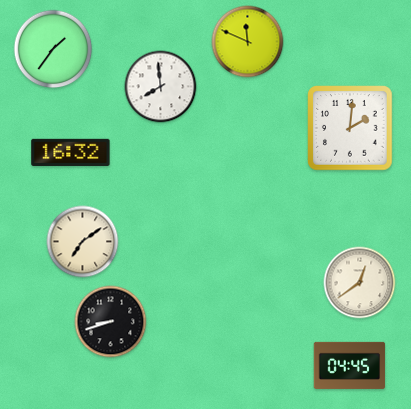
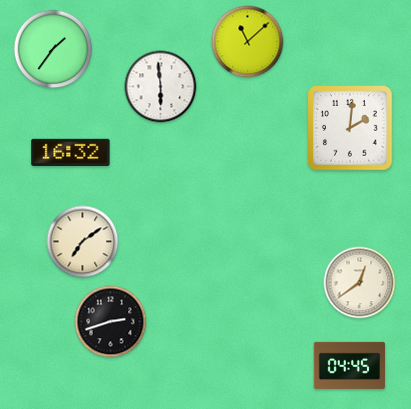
clock at (248, 42): 11:49 -> 11:08
clock at (161, 87): 7:59 -> 5:59
clock at (111, 322): 8:42 -> 2:42
